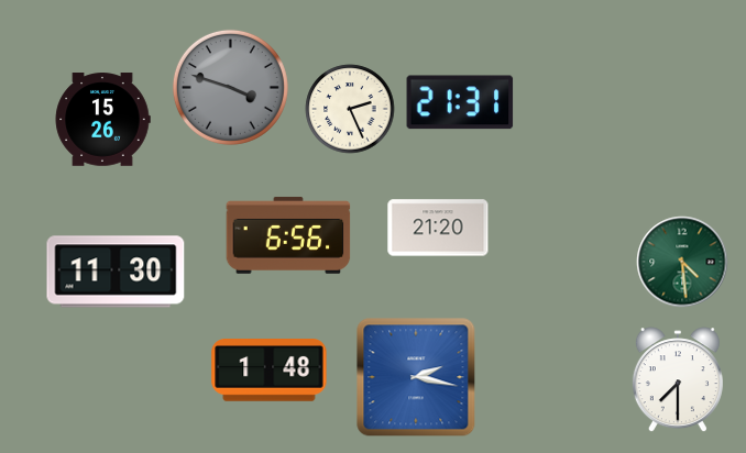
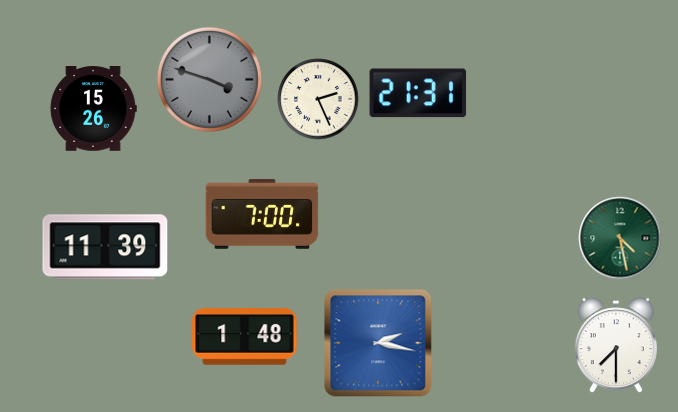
clock at (438, 228): 21:20 -> none
clock at (288, 235): 6:56 -> 7:00
clock at (682, 262): 4:29 -> 4:28
clock at (116, 272): 11:30 -> 11:39
